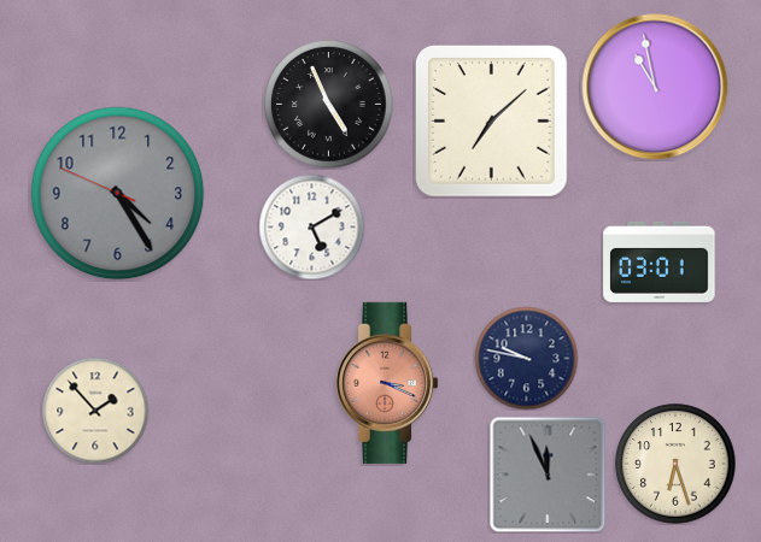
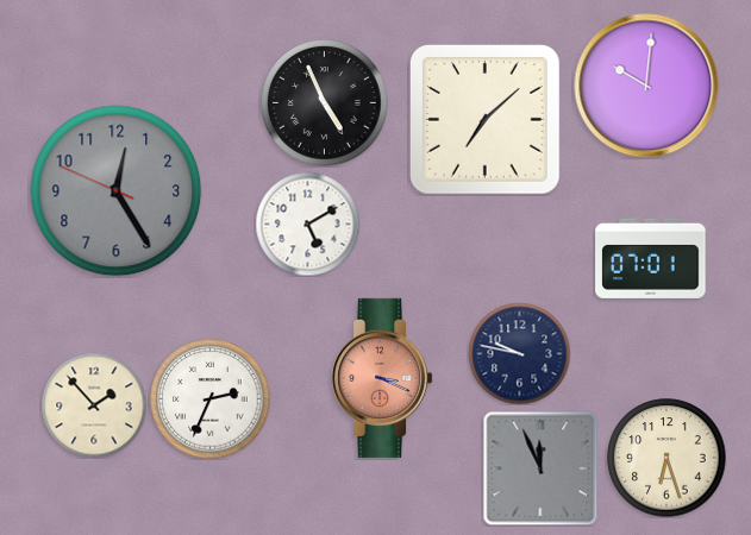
clock at (655, 87): 10:58 -> 10:01
clock at (118, 194): 4:24 -> 12:24
clock at (660, 261): 03:01 -> 07:01
clock at (211, 399): none -> 2:34
